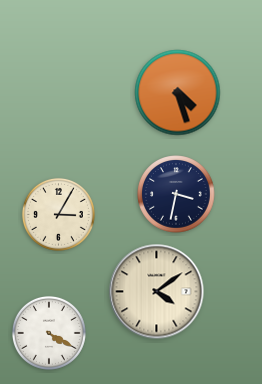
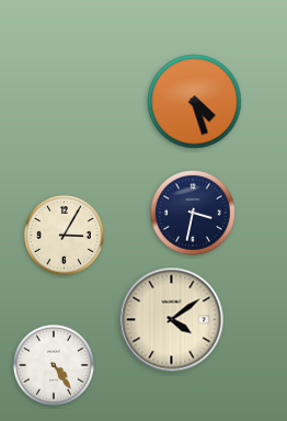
clock at (49, 333): 4:20 -> 4:24
